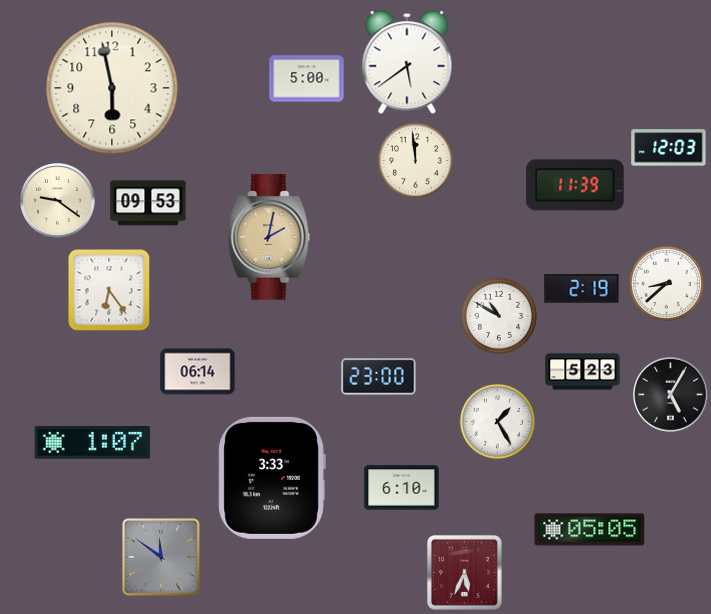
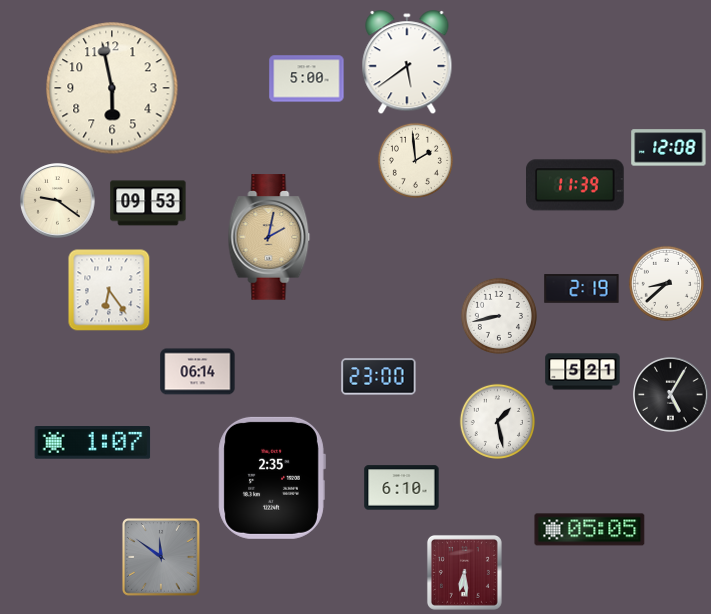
clock at (669, 148): 12:03 -> 12:08
clock at (415, 160): 11:59 -> 1:59
clock at (499, 316): 10:50 -> 8:43
clock at (583, 372): 5:23 -> 5:21
clock at (497, 421): 1:25 -> 1:28
clock at (272, 478): 3:33 -> 2:35
clock at (464, 572): 5:34 -> 6:29
